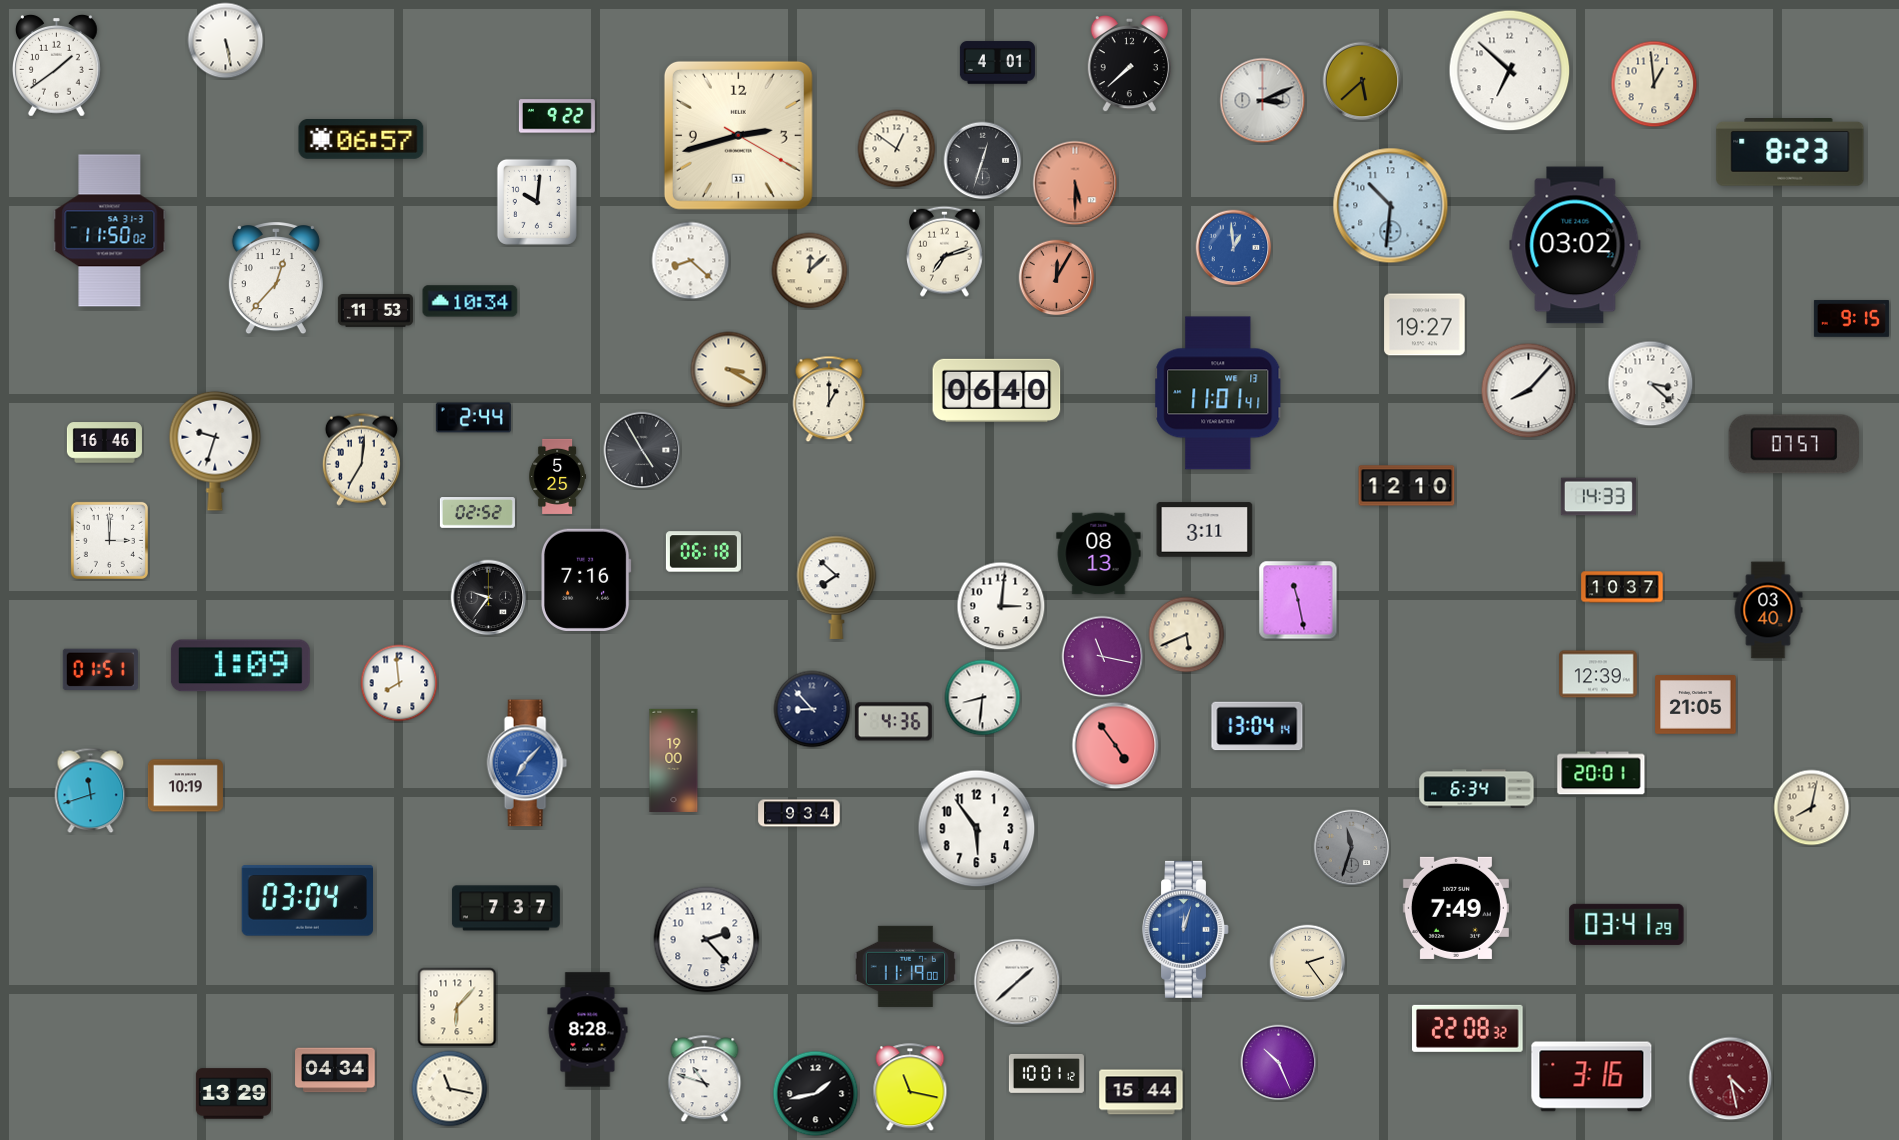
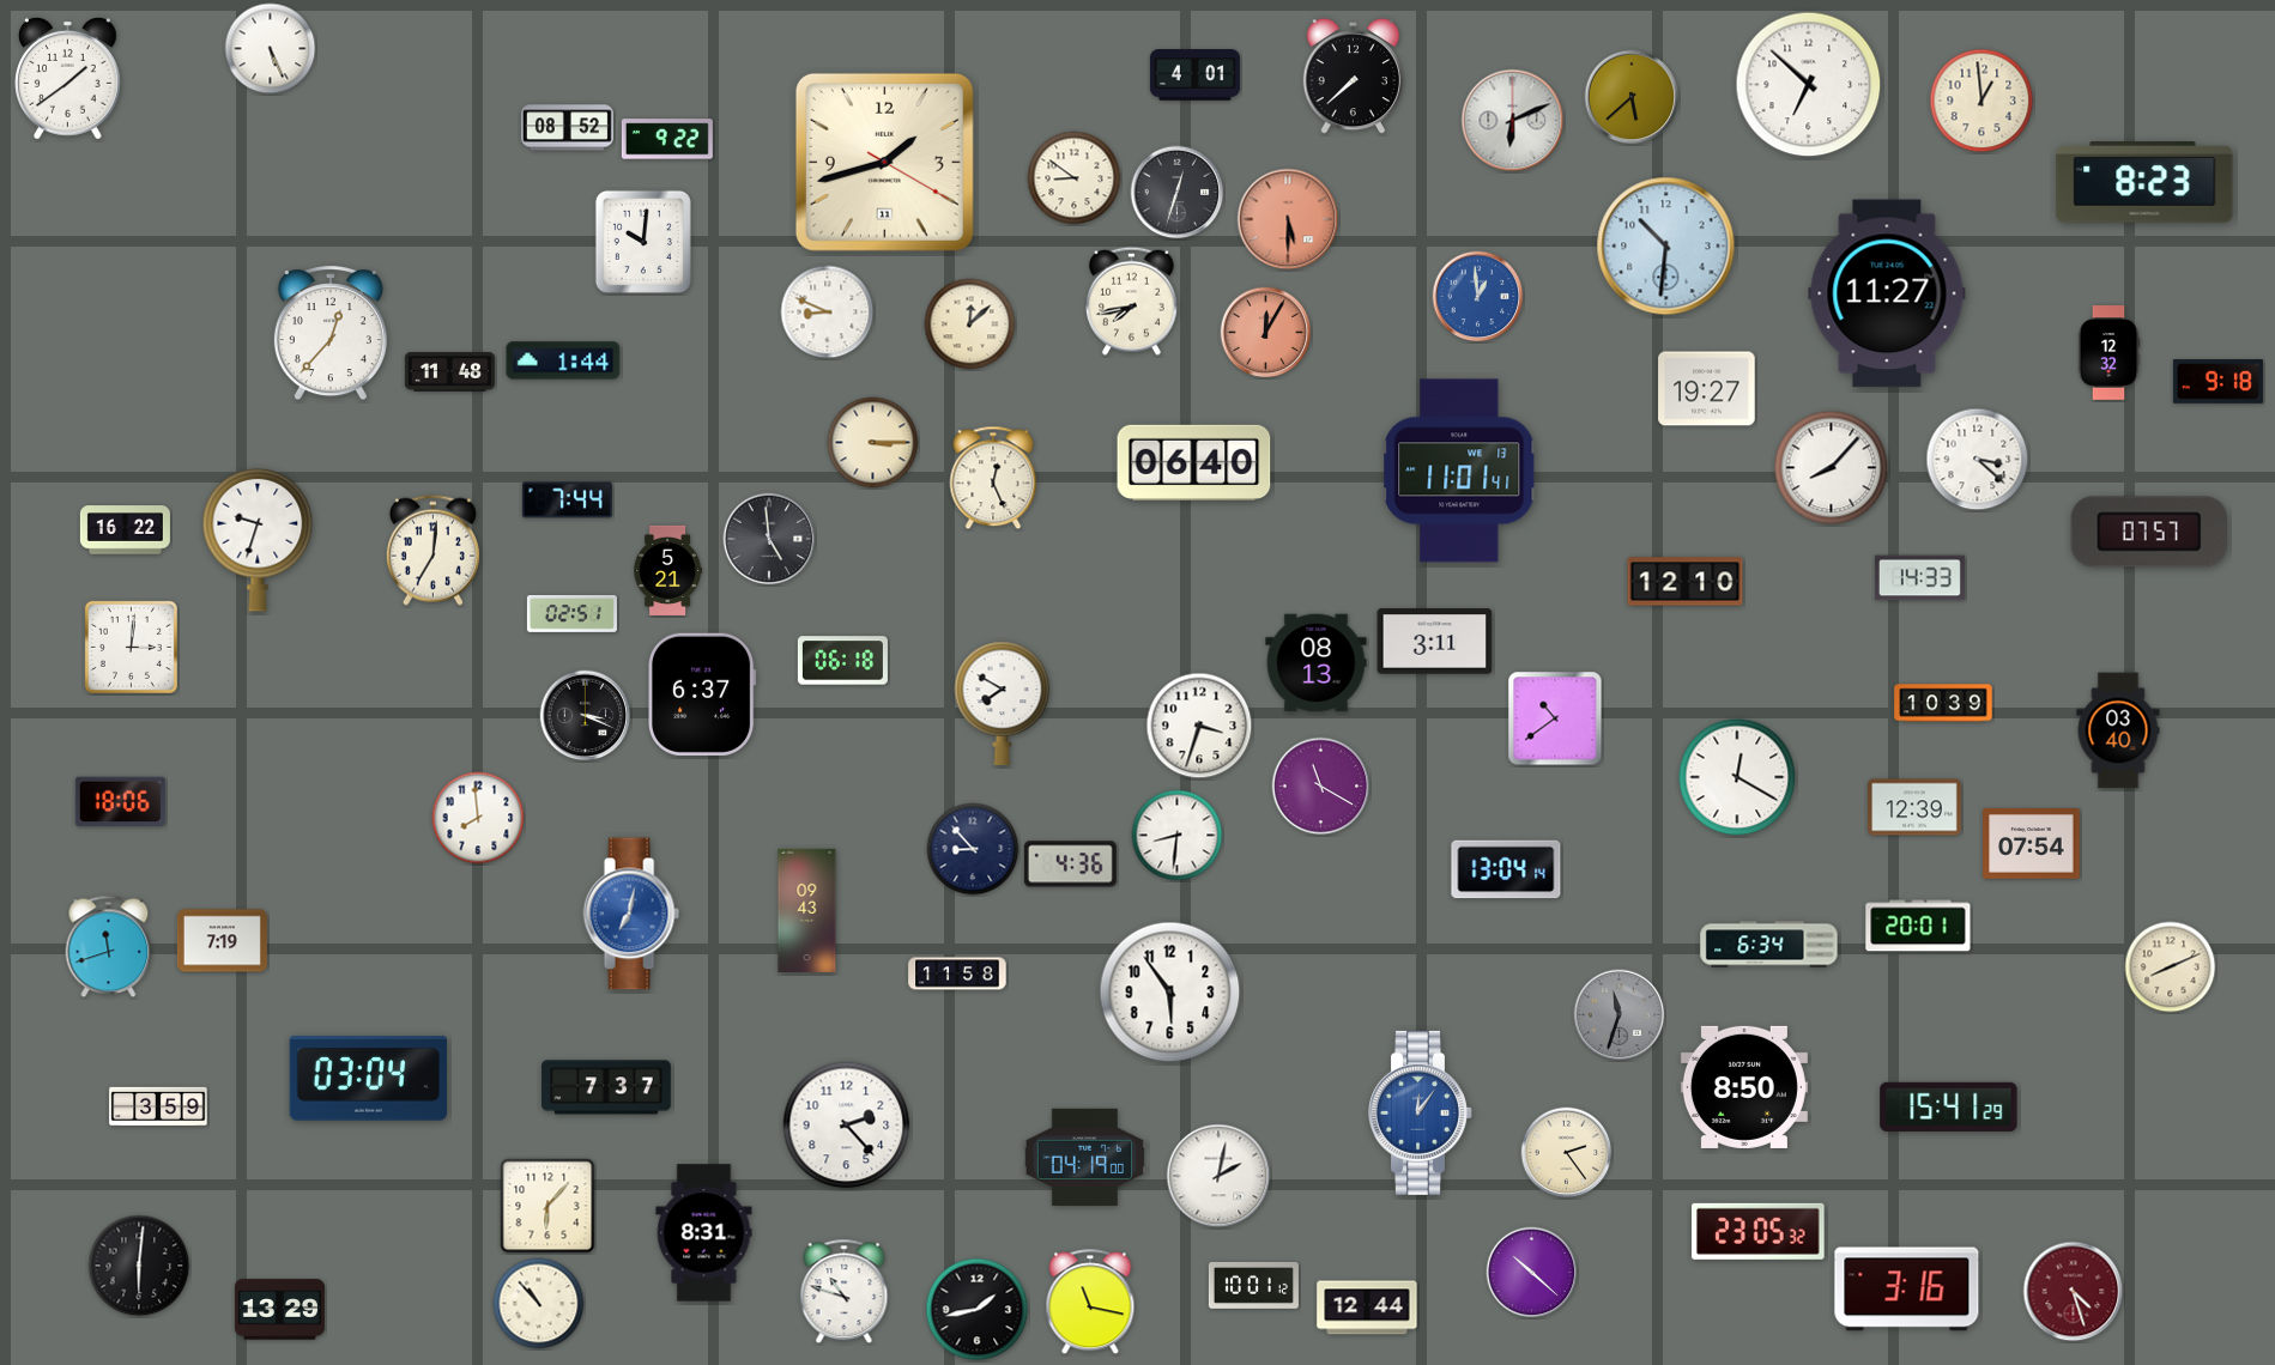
clock at (226, 41): 5:28 -> 5:26
clock at (1263, 101): 3:11 -> 6:11
clock at (567, 128): none -> 08:52
clock at (738, 135): 2:42 -> 1:42
clock at (361, 140): 06:57 -> none
clock at (897, 149): 12:51 -> 8:51
clock at (110, 231): 11:50 -> none
clock at (1575, 245): 03:02 -> 11:27
clock at (945, 251): 7:12 -> 7:43
clock at (691, 261): 8:22 -> 8:49
clock at (2108, 353): none -> 12:32
clock at (470, 301): 10:34 -> 1:44
clock at (375, 311): 11:53 -> 11:48
clock at (1851, 319): 9:15 -> 9:18
clock at (729, 370): 3:20 -> 3:15
clock at (997, 390) position: (997, 390) -> (1194, 462)
clock at (829, 399): 1:00 -> 12:26
clock at (473, 418): 2:44 -> 7:44
clock at (104, 443): 16:46 -> 16:22
clock at (642, 450): 4:55 -> 4:59
clock at (557, 476): 5:25 -> 5:21
clock at (1598, 497) position: (1598, 497) -> (1919, 578)
clock at (477, 513): 02:52 -> 02:51
clock at (1205, 530) position: (1205, 530) -> (1435, 642)
clock at (109, 540): 3:00 -> 3:01
clock at (587, 580): 7:16 -> 6:37
clock at (837, 587): 7:52 -> 7:50
clock at (1622, 587): 10:37 -> 10:39
clock at (489, 598): 9:36 -> 3:19
clock at (1298, 600): 11:28 -> 10:39
clock at (1001, 606): 3:01 -> 3:33
clock at (1187, 635): 5:41 -> none
clock at (1737, 777): none -> 12:20
clock at (1103, 657): 11:17 -> 11:20
clock at (240, 666): 1:09 -> none
clock at (100, 670): 01:51 -> 18:06
clock at (1696, 705): 21:05 -> 07:54
clock at (1116, 746): 4:54 -> none
clock at (674, 760): 19:00 -> 09:43
clock at (527, 763): 7:07 -> 7:02
clock at (185, 786): 10:19 -> 7:19
clock at (1812, 808): 8:02 -> 8:11
clock at (799, 813): 9:34 -> 11:58
clock at (1456, 908): 7:49 -> 8:50
clock at (158, 1106): none -> 3:59
clock at (1627, 924): 03:41 -> 15:41
clock at (1186, 929): 12:03 -> 12:06
clock at (905, 966): 11:19 -> 04:19
clock at (1017, 982): 1:38 -> 2:02
clock at (1468, 1028): 22:08 -> 23:05
clock at (588, 1030): 8:28 -> 8:31
clock at (139, 1266): none -> 6:01
clock at (1279, 1063): 10:26 -> 10:22
clock at (335, 1070): 04:34 -> none
clock at (1731, 1079): 4:28 -> 4:27
clock at (450, 1089): 11:17 -> 10:53
clock at (1141, 1092): 15:44 -> 12:44
